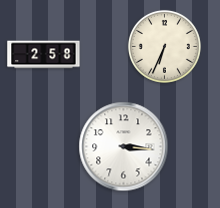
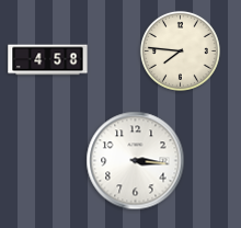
clock at (164, 46): 6:34 -> 7:46
clock at (44, 55): 2:58 -> 4:58
